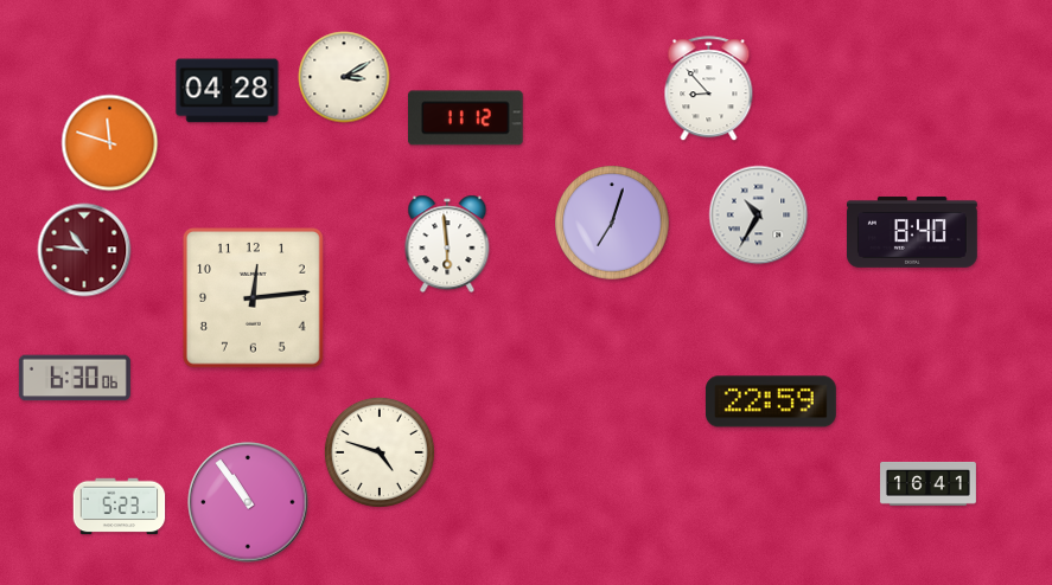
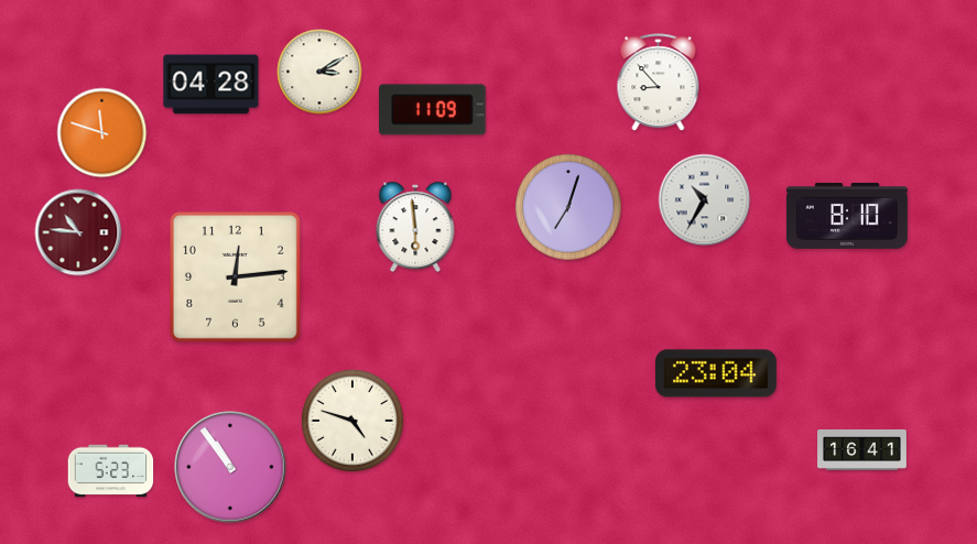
clock at (466, 118): 11:12 -> 11:09
clock at (912, 232): 8:40 -> 8:10
clock at (75, 378): 6:30 -> none
clock at (771, 401): 22:59 -> 23:04
